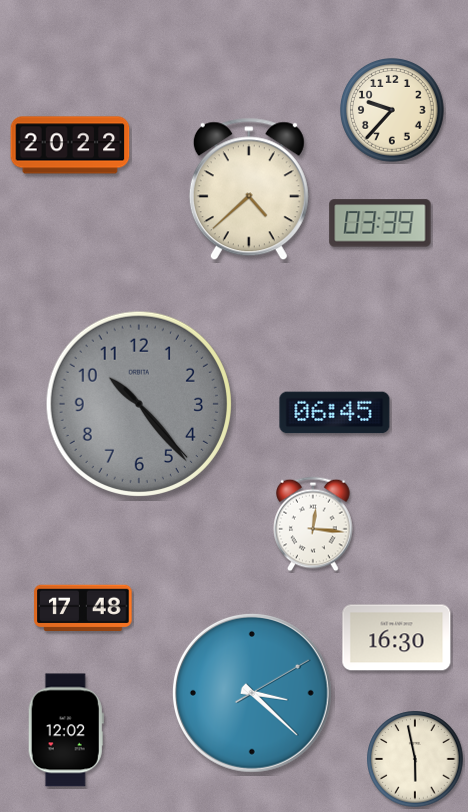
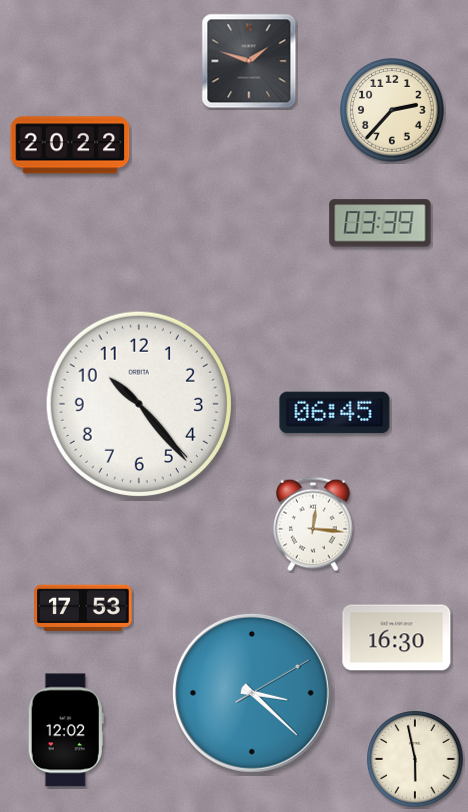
clock at (249, 61): none -> 1:48
clock at (393, 111): 9:37 -> 2:37
clock at (249, 189): 4:38 -> none
clock at (139, 404) dial: grey -> white
clock at (83, 607): 17:48 -> 17:53
